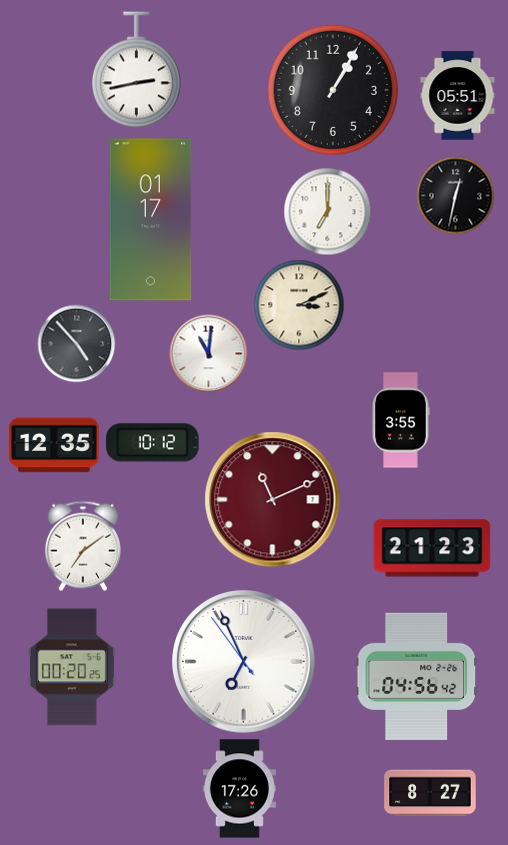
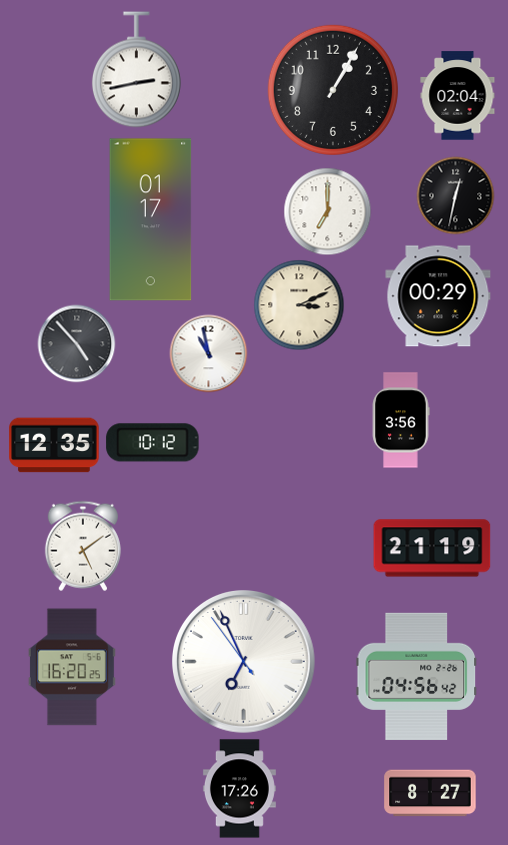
clock at (458, 96): 05:51 -> 02:04
clock at (438, 296): none -> 00:29
clock at (208, 353): 11:01 -> 10:58
clock at (401, 420): 3:55 -> 3:56
clock at (273, 500): 11:11 -> none
clock at (83, 546): 7:09 -> 5:09
clock at (432, 548): 21:23 -> 21:19
clock at (72, 667): 00:20 -> 16:20
